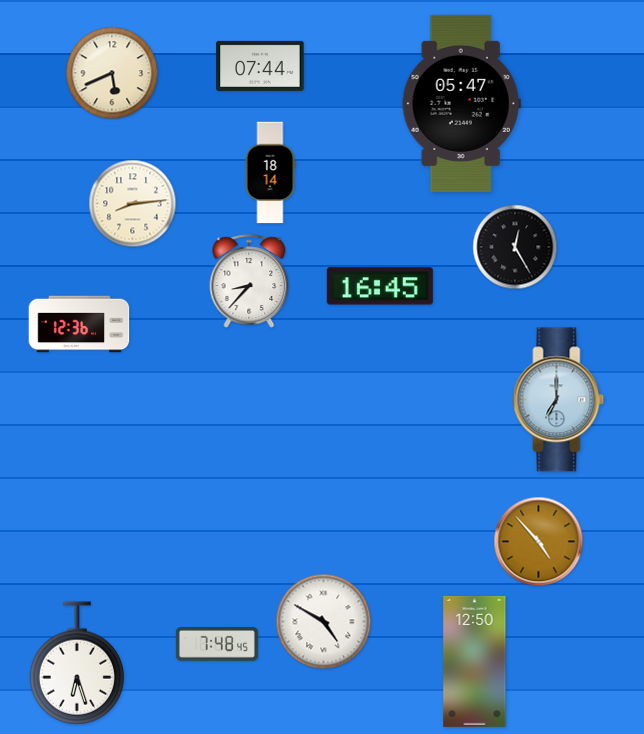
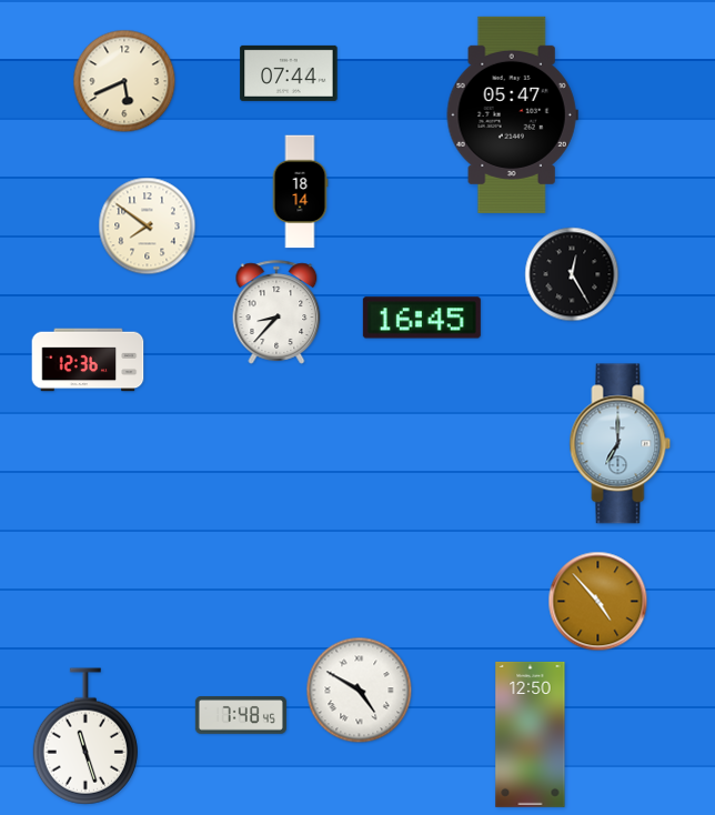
clock at (133, 204): 8:14 -> 7:51
clock at (475, 661) position: (475, 661) -> (531, 734)
clock at (77, 663): 6:27 -> 11:27
